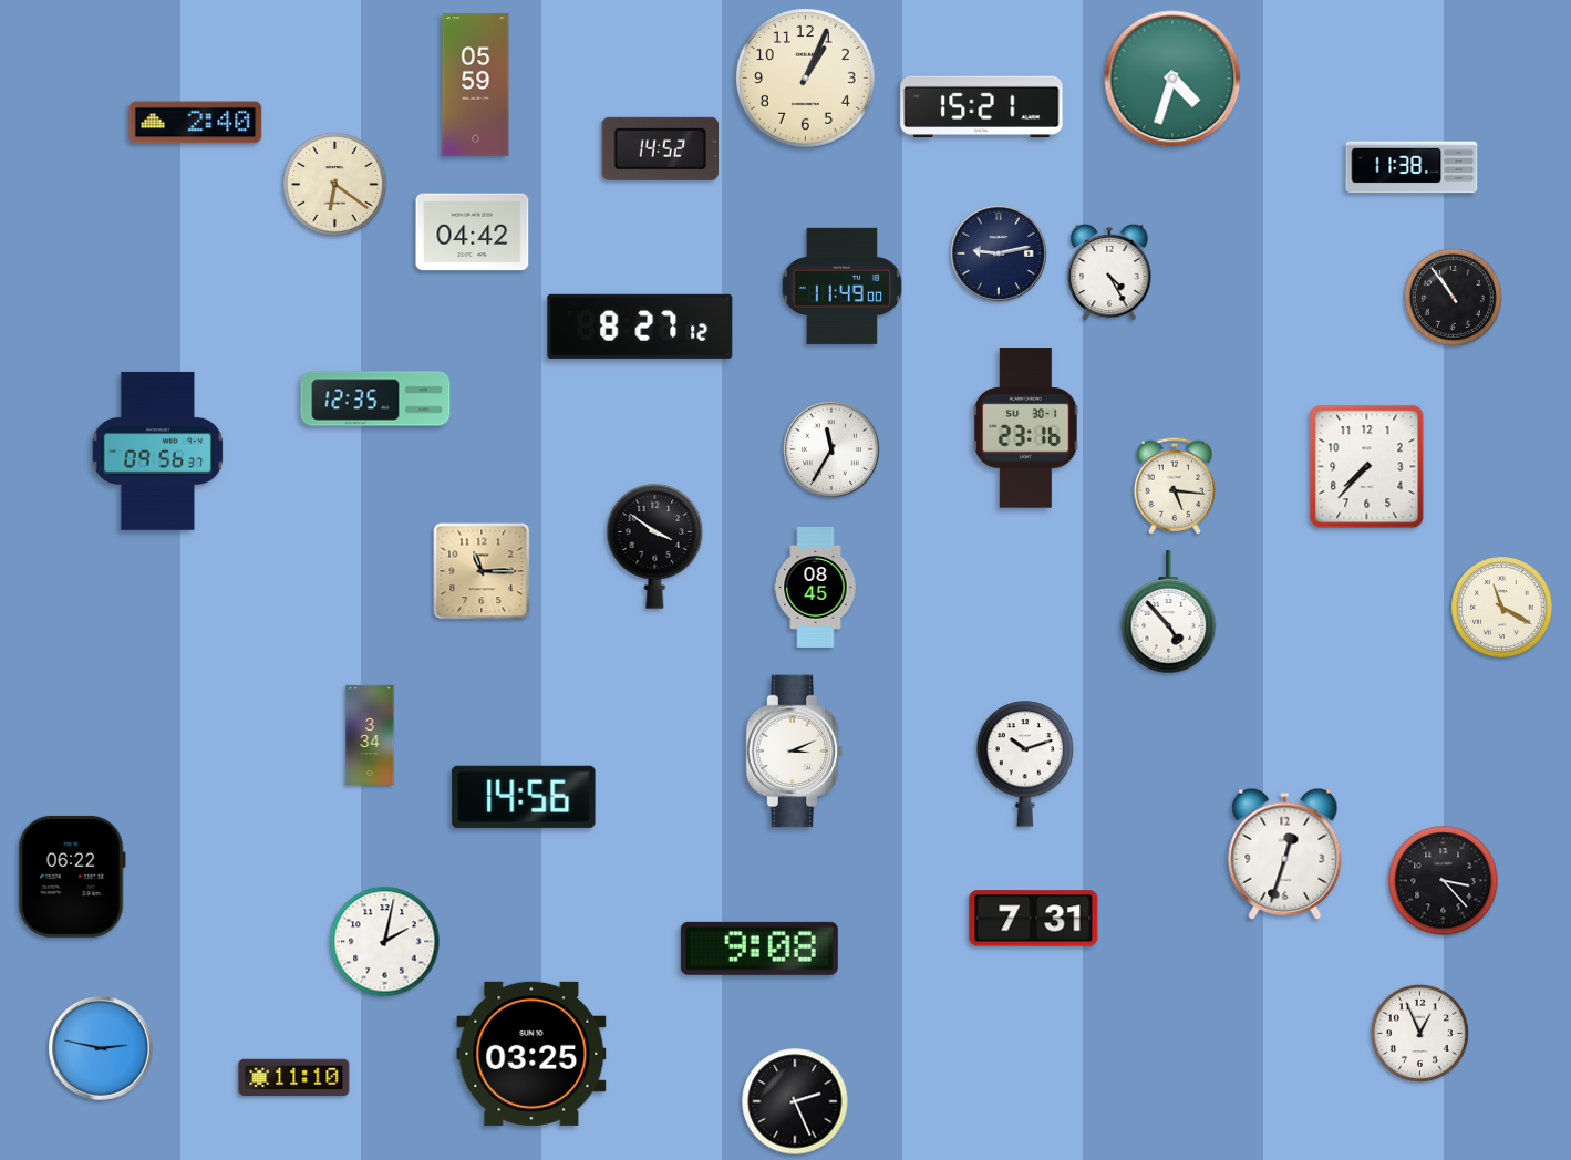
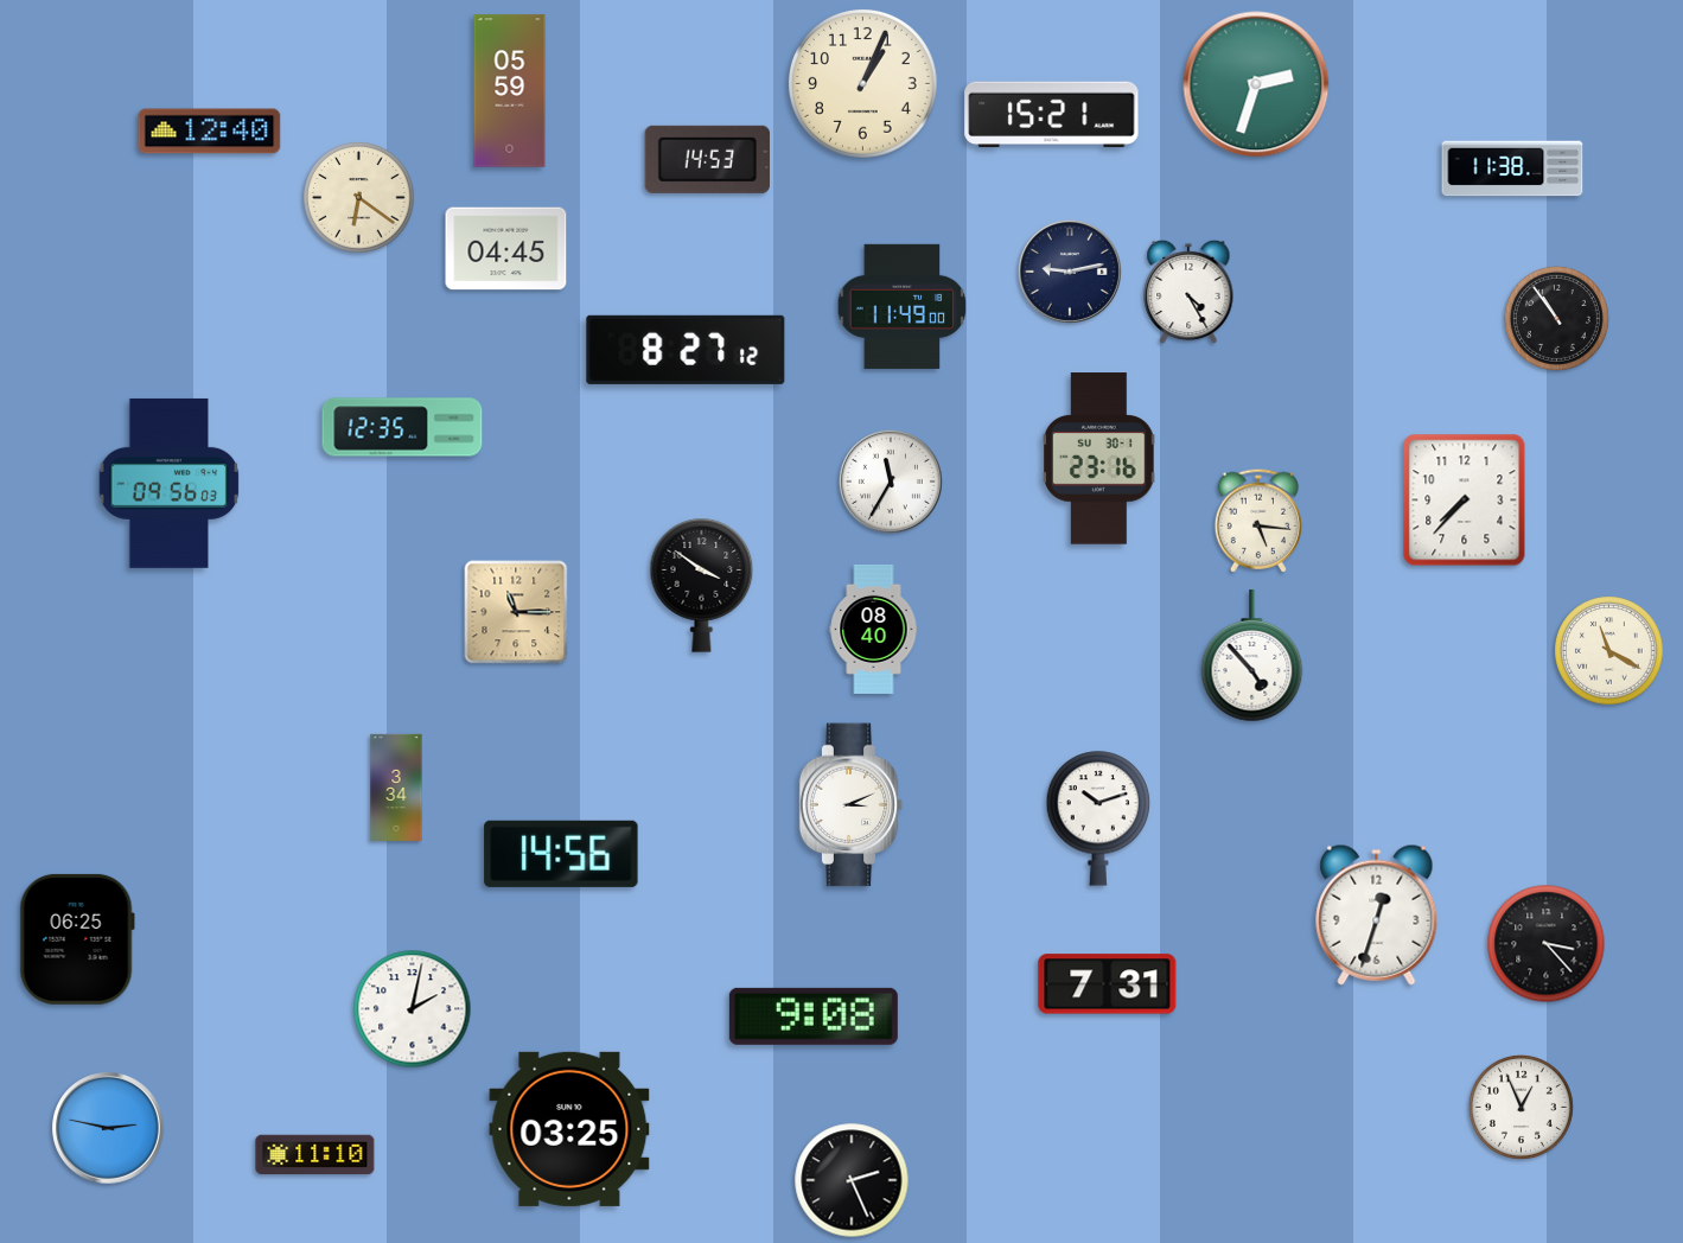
clock at (1172, 79): 4:33 -> 2:33
clock at (196, 123): 2:40 -> 12:40
clock at (660, 148): 14:52 -> 14:53
clock at (1412, 167) position: (1412, 167) -> (1512, 168)
clock at (473, 232): 04:42 -> 04:45
clock at (158, 450): 09:56:37 -> 09:56:03
clock at (816, 587): 08:45 -> 08:40
clock at (72, 877): 06:22 -> 06:25
clock at (101, 1048) position: (101, 1048) -> (108, 1128)
